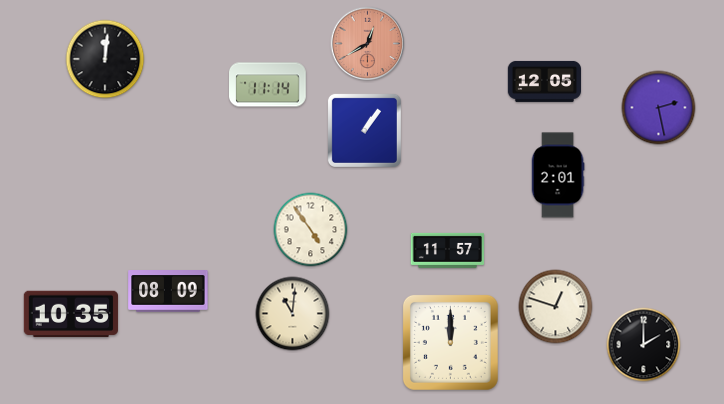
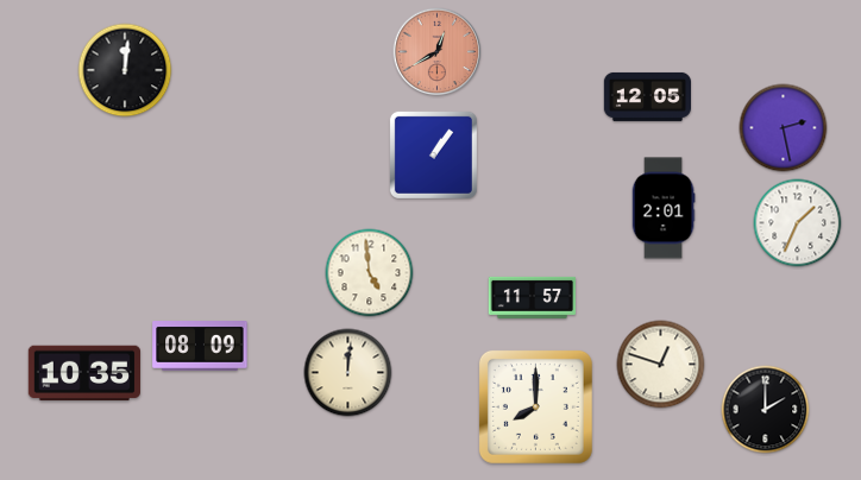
clock at (268, 85): 11:14 -> none
clock at (798, 223): none -> 1:34
clock at (311, 230): 4:54 -> 4:59
clock at (293, 314): 11:01 -> 12:01
clock at (450, 342): 12:00 -> 8:00
